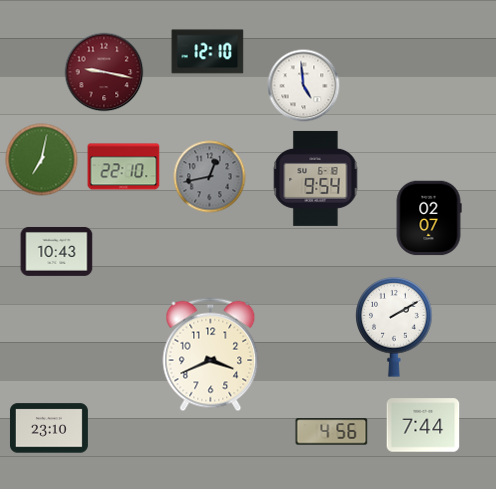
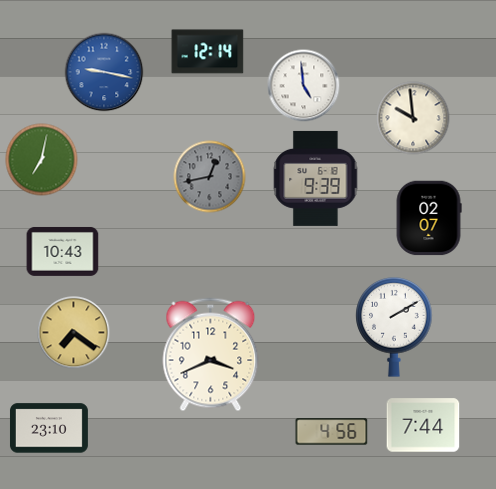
clock at (208, 52): 12:10 -> 12:14
clock at (104, 72) dial: burgundy -> blue
clock at (413, 118): none -> 9:59
clock at (124, 167): 22:10 -> none
clock at (316, 178): 9:54 -> 9:39
clock at (57, 251) position: (57, 251) -> (63, 251)
clock at (74, 333): none -> 7:21
